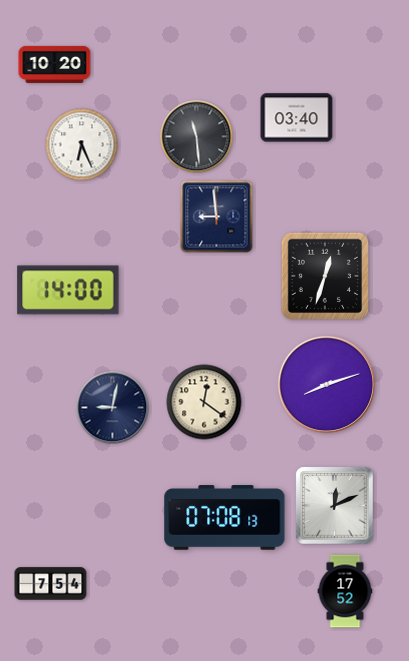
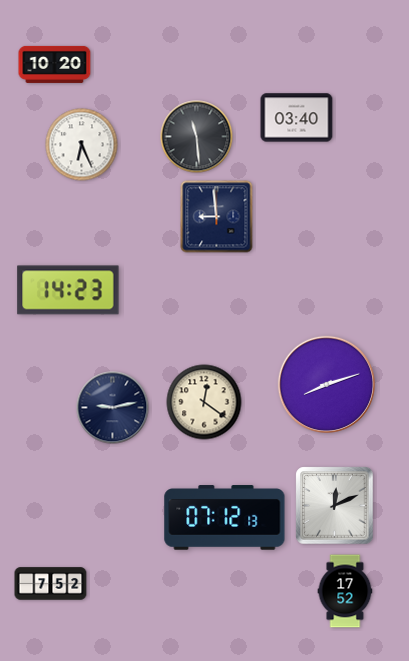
clock at (324, 275): 12:33 -> none
clock at (68, 290): 14:00 -> 14:23
clock at (113, 408): 9:02 -> 9:13
clock at (225, 518): 07:08 -> 07:12
clock at (51, 584): 7:54 -> 7:52
